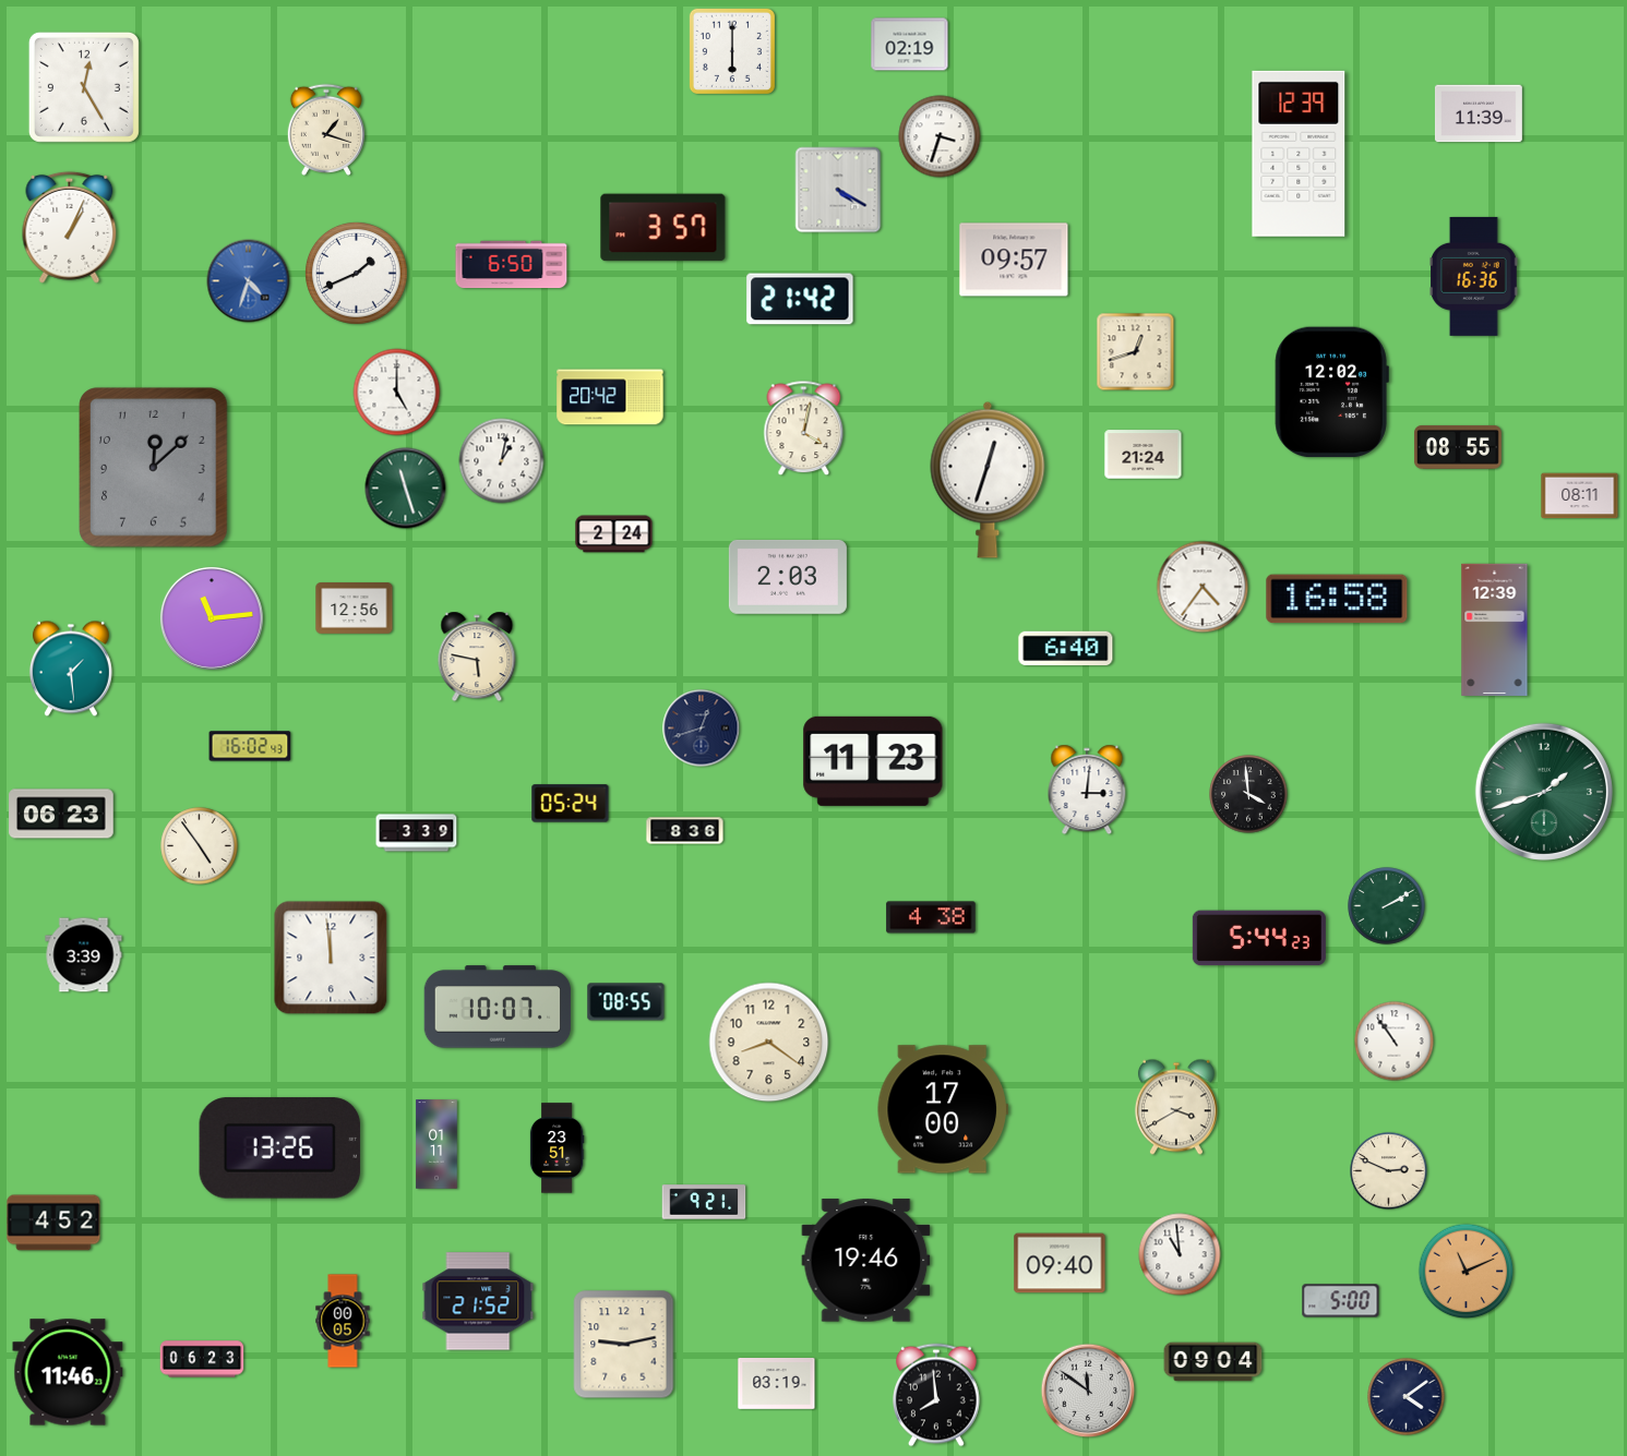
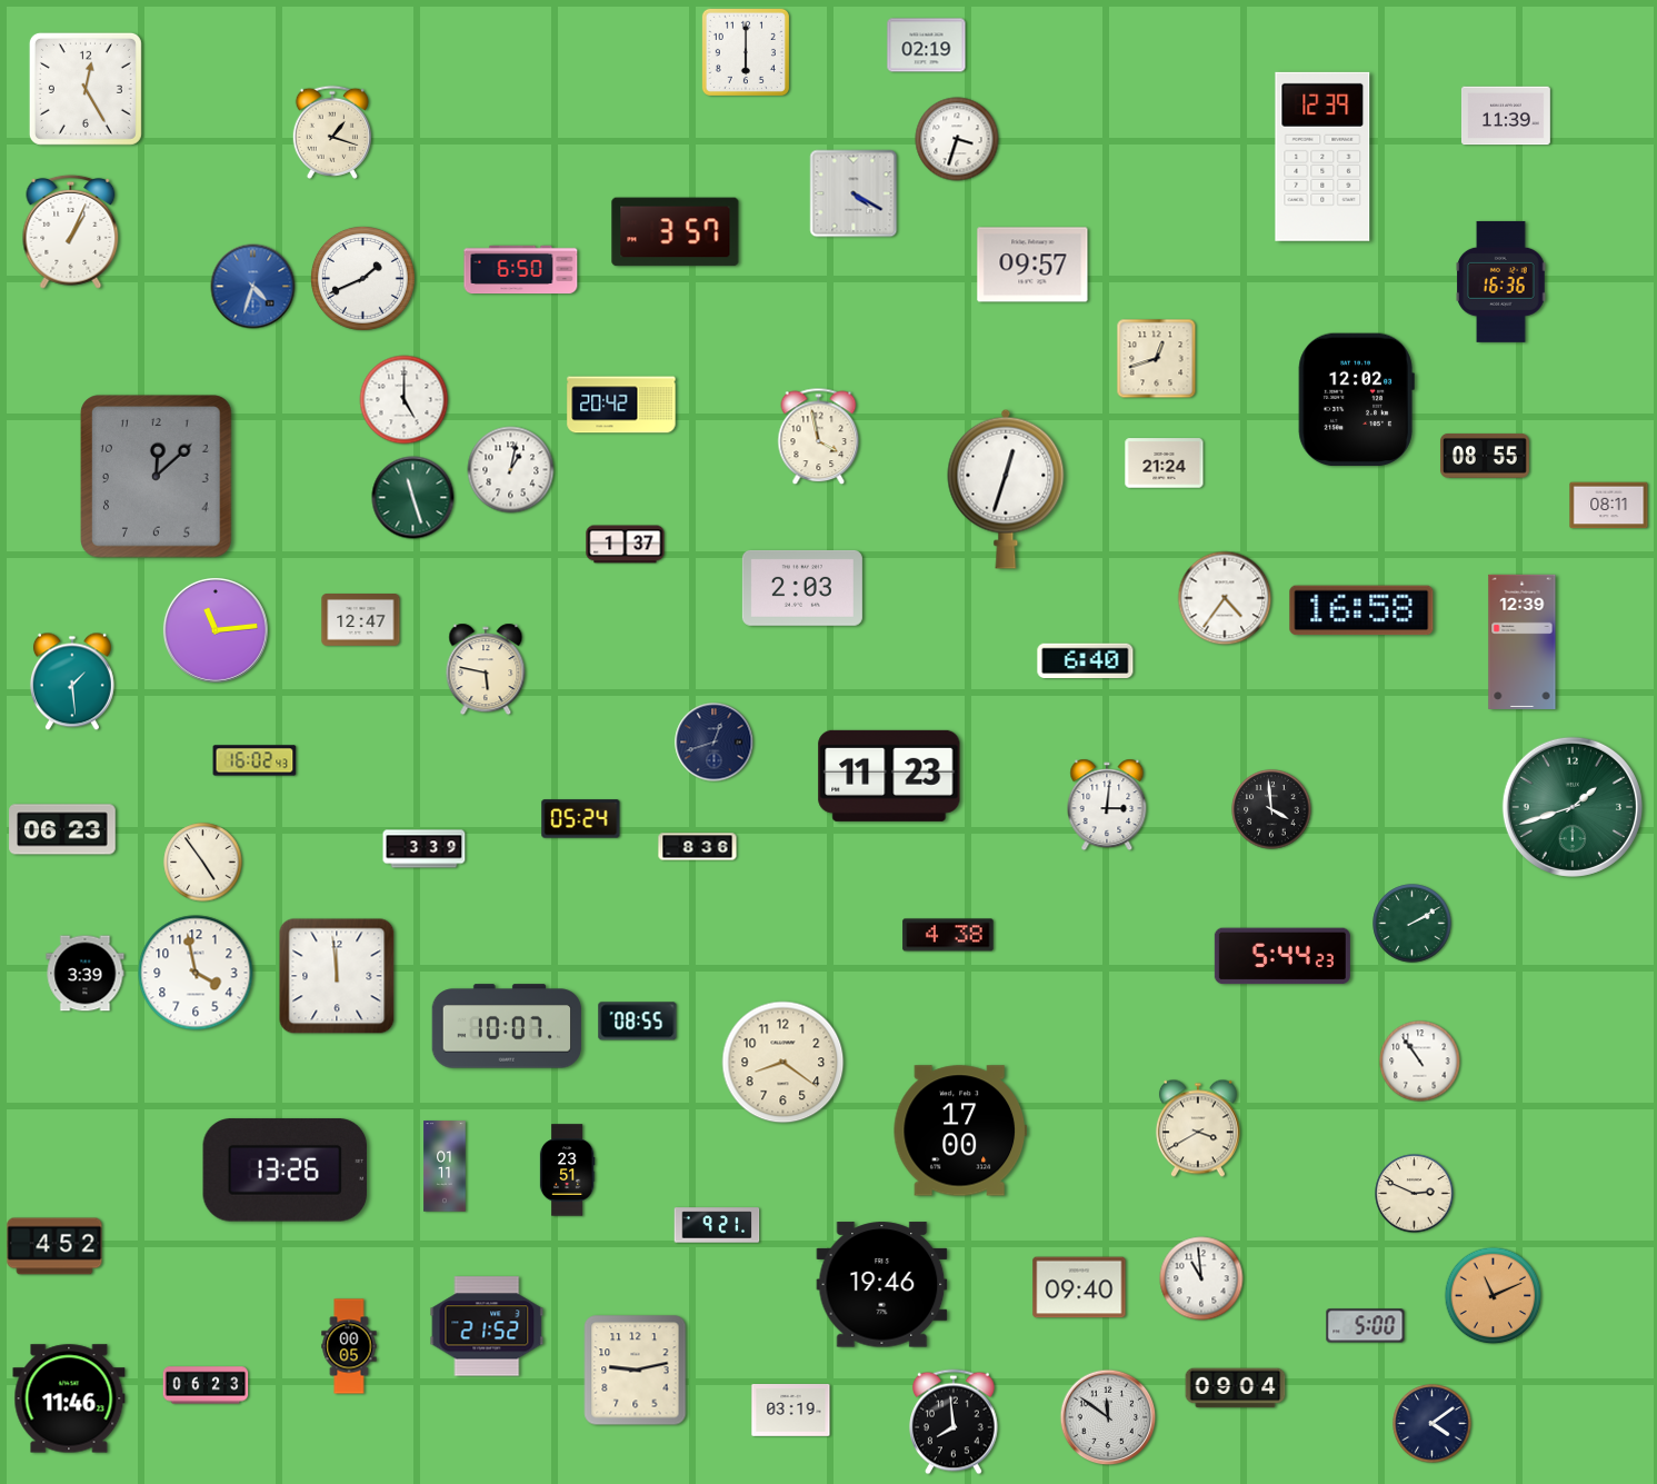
clock at (800, 299): 21:42 -> none
clock at (804, 429): 4:02 -> 3:58
clock at (614, 534): 2:24 -> 1:37
clock at (355, 609): 12:56 -> 12:47
clock at (196, 973): none -> 3:58
